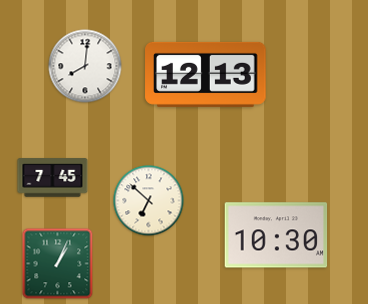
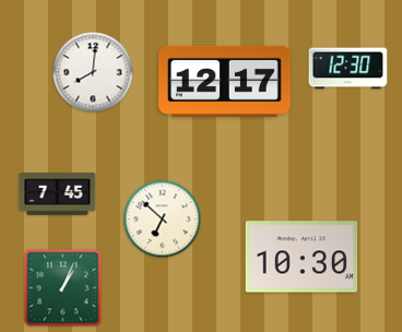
clock at (348, 69): none -> 12:30
clock at (206, 74): 12:13 -> 12:17
